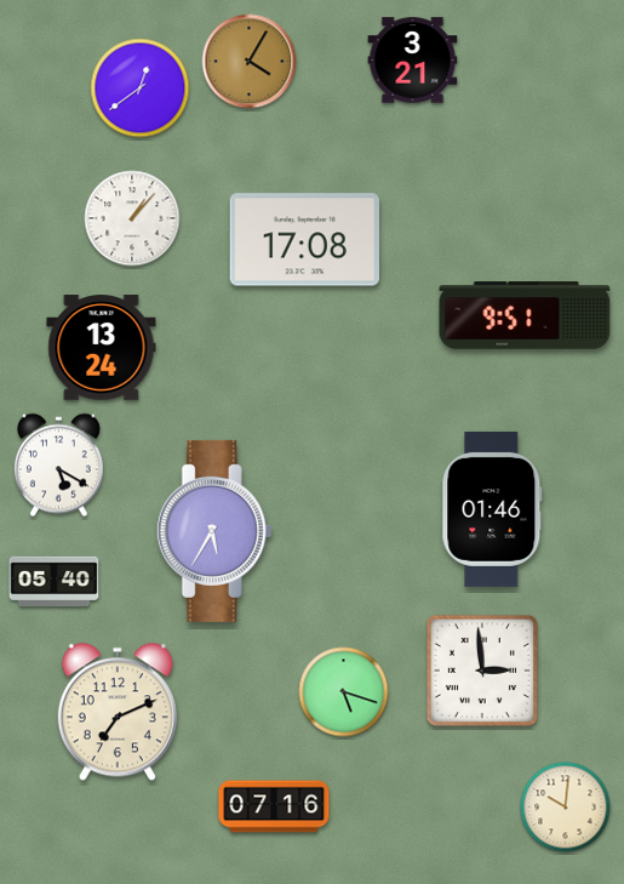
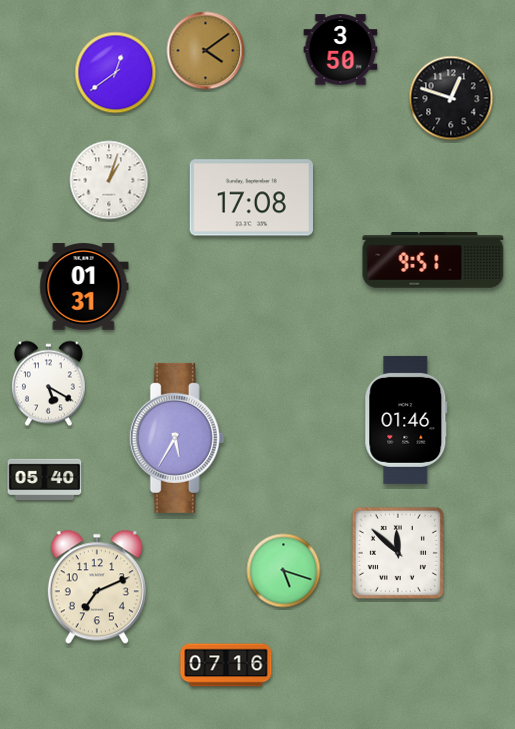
clock at (413, 61): 3:21 -> 3:50
clock at (250, 62): 4:05 -> 4:09
clock at (451, 98): none -> 12:48
clock at (132, 218): 1:07 -> 1:03
clock at (102, 348): 13:24 -> 01:31
clock at (482, 671): 2:59 -> 11:52
clock at (566, 808): 10:01 -> none
